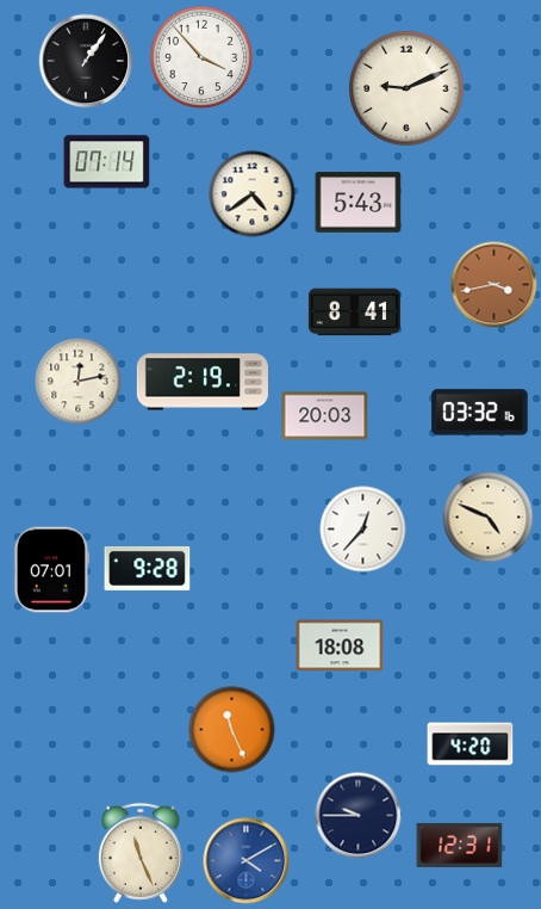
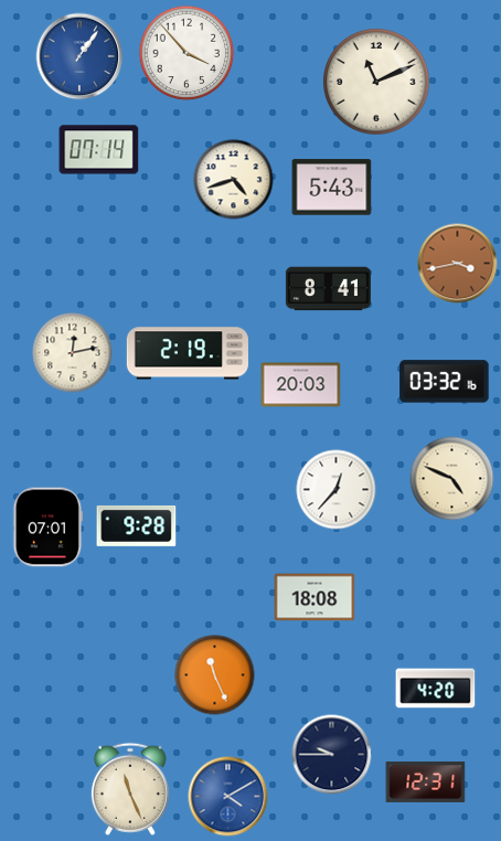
clock at (86, 61) dial: black -> blue
clock at (406, 88): 9:11 -> 11:11
clock at (253, 194): 4:39 -> 4:42
